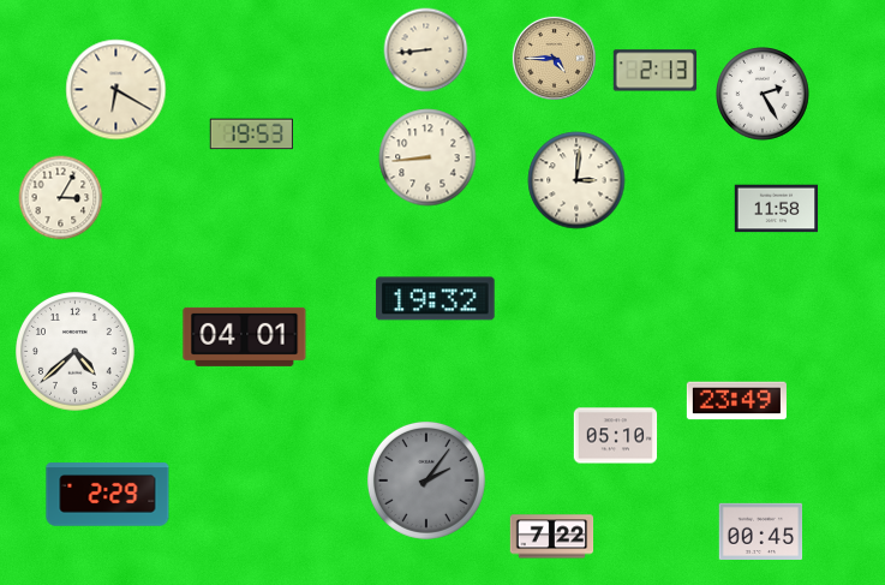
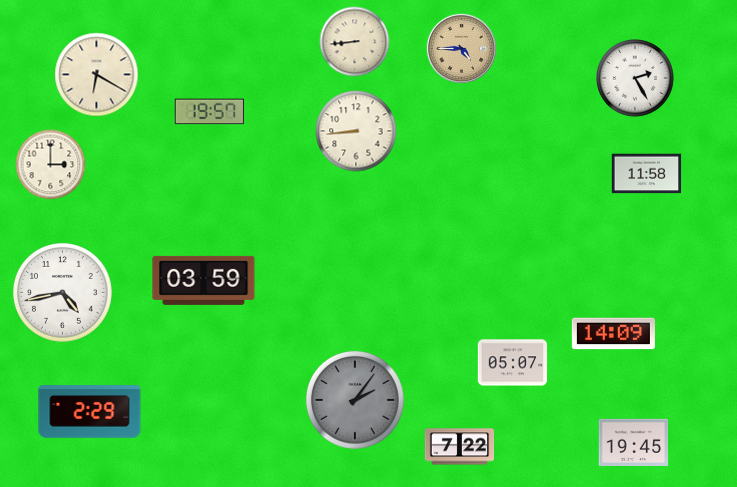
clock at (656, 71): 2:13 -> none
clock at (251, 135): 19:53 -> 19:57
clock at (576, 180): 3:01 -> none
clock at (61, 198): 3:05 -> 3:00
clock at (436, 299): 19:32 -> none
clock at (245, 336): 04:01 -> 03:59
clock at (76, 352): 4:38 -> 4:43
clock at (736, 401): 23:49 -> 14:09
clock at (616, 436): 05:10 -> 05:07
clock at (761, 531): 00:45 -> 19:45
